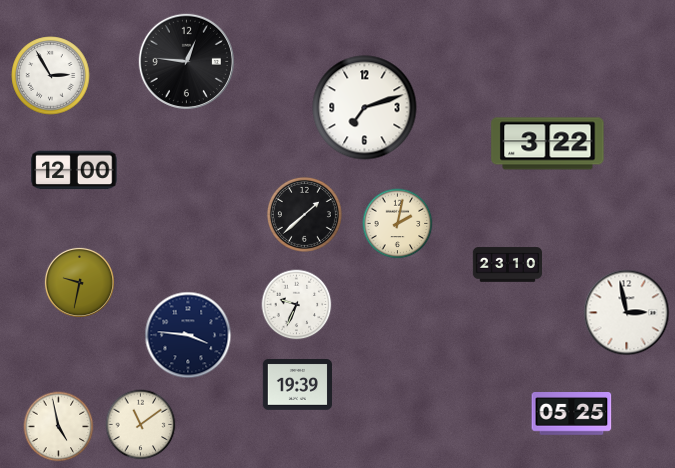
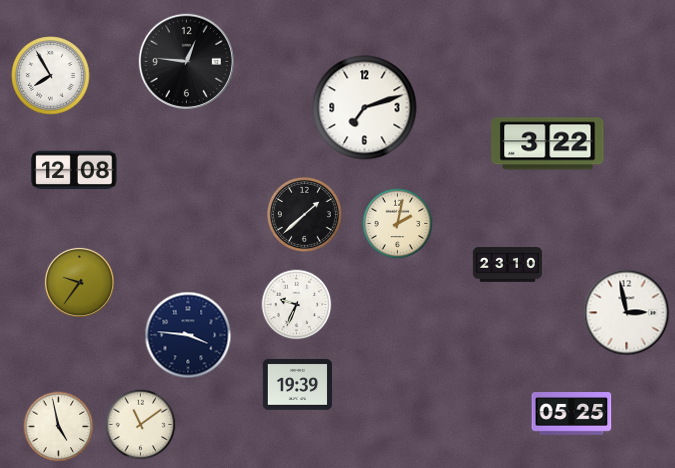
clock at (51, 76): 2:55 -> 7:55
clock at (74, 170): 12:00 -> 12:08
clock at (79, 282): 9:32 -> 9:36
